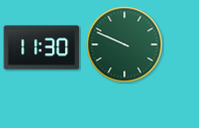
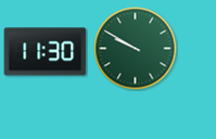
clock at (125, 45): 9:49 -> 9:50
